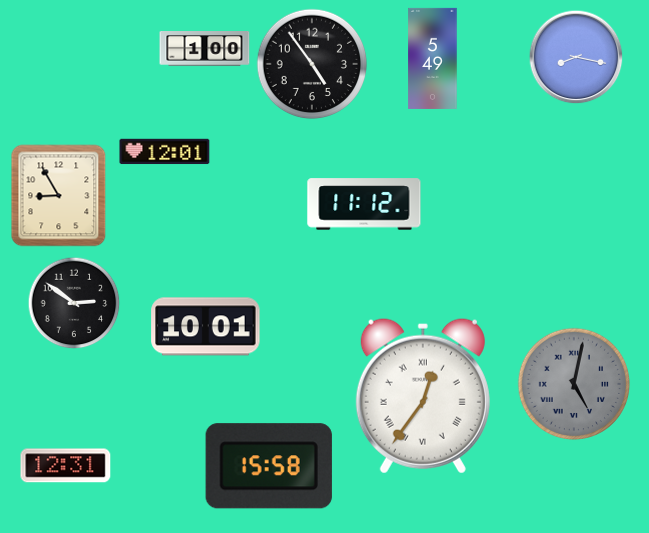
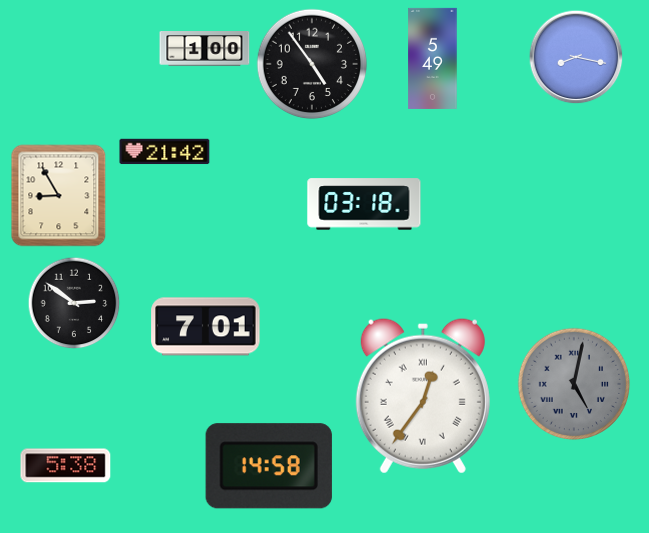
clock at (165, 152): 12:01 -> 21:42
clock at (364, 204): 11:12 -> 03:18
clock at (206, 327): 10:01 -> 7:01
clock at (66, 466): 12:31 -> 5:38
clock at (269, 466): 15:58 -> 14:58
